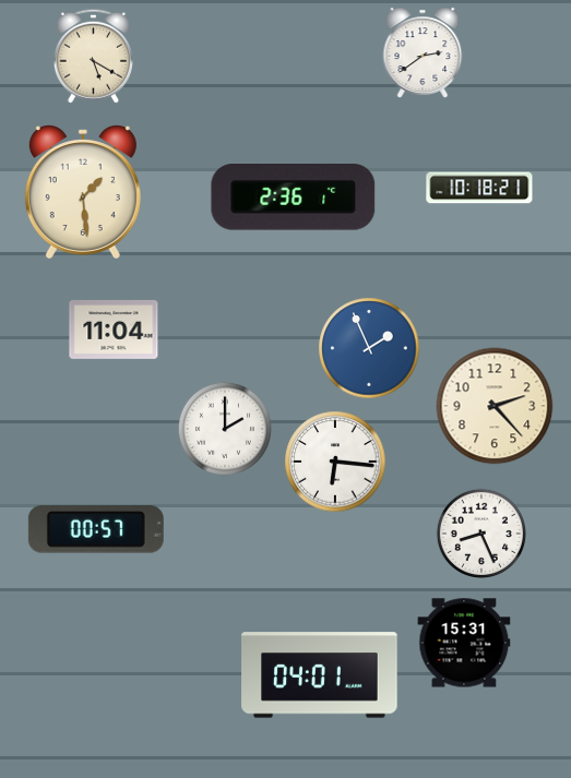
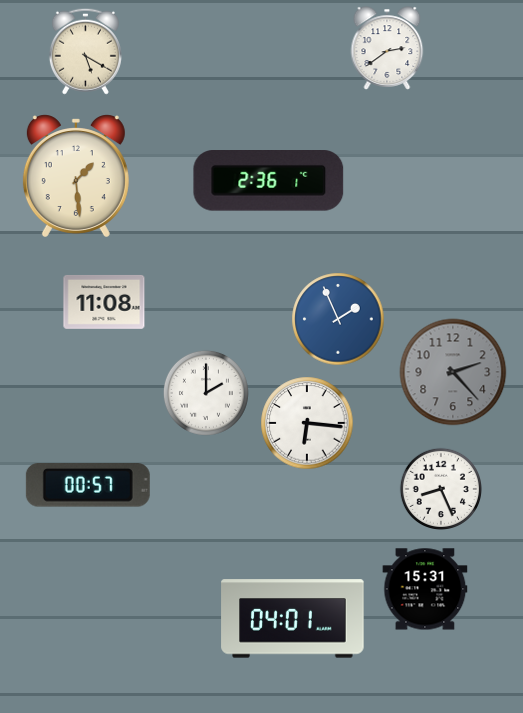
clock at (479, 188): 10:18 -> none
clock at (114, 330): 11:04 -> 11:08
clock at (495, 406) dial: cream -> grey
